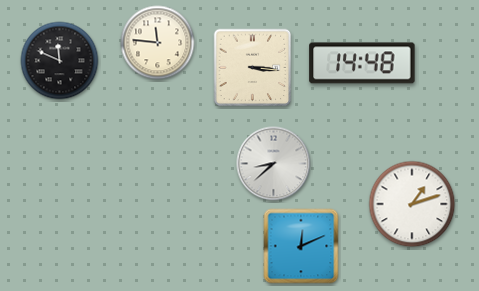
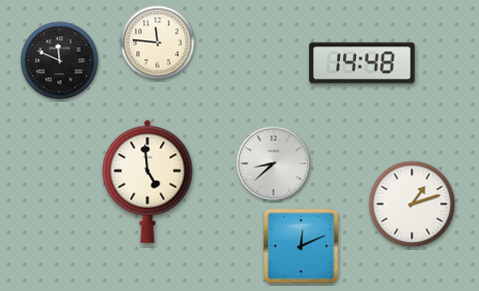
clock at (253, 68): 3:16 -> none
clock at (148, 181): none -> 4:59
